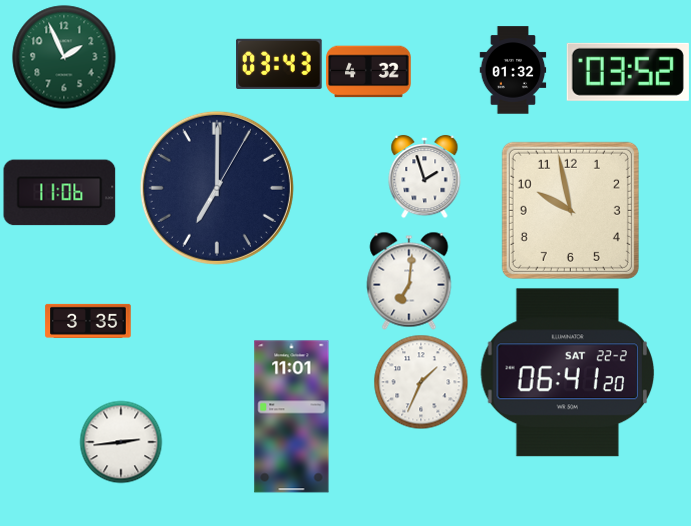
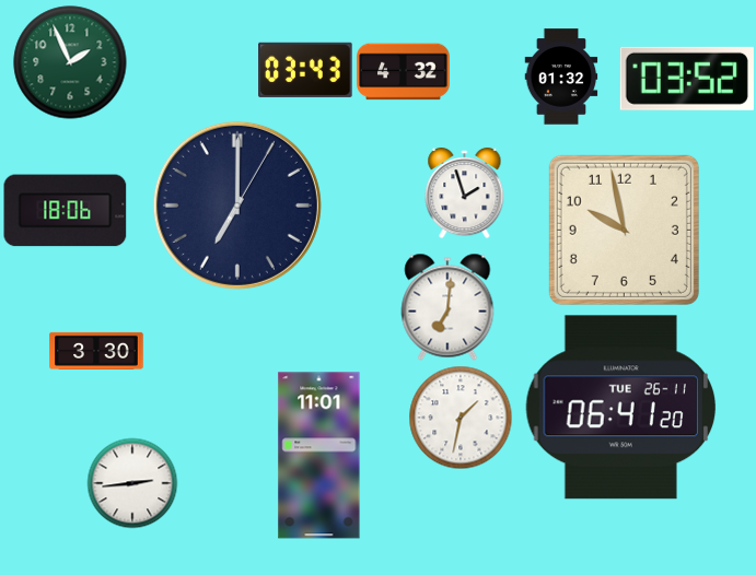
clock at (369, 72) position: (369, 72) -> (404, 72)
clock at (60, 193): 11:06 -> 18:06
clock at (88, 321): 3:35 -> 3:30
clock at (568, 373) date: SAT 22-2 -> TUE 26-11
clock at (421, 382): 1:34 -> 1:32
